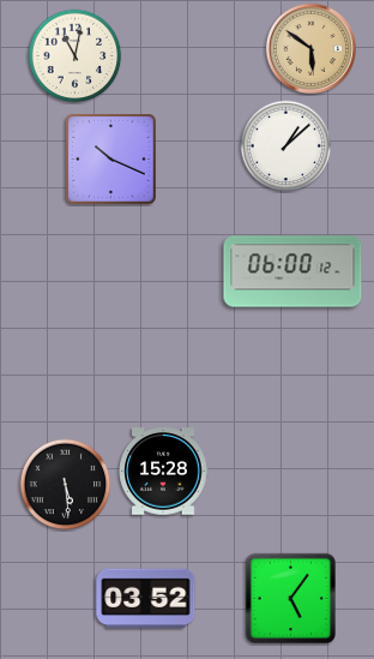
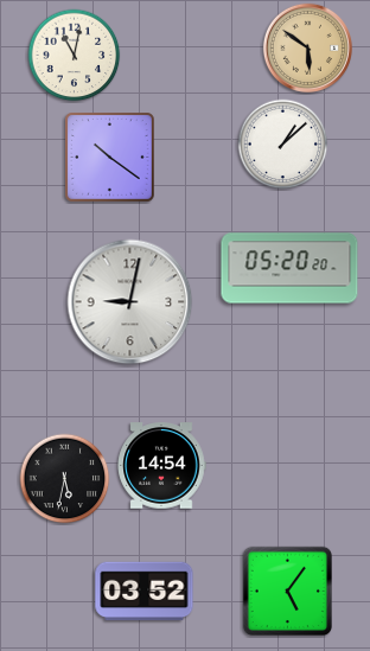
clock at (111, 160): 10:19 -> 10:21
clock at (292, 271): 06:00 -> 05:20
clock at (130, 302): none -> 9:02
clock at (163, 472): 15:28 -> 14:54
clock at (66, 485): 5:29 -> 5:32
